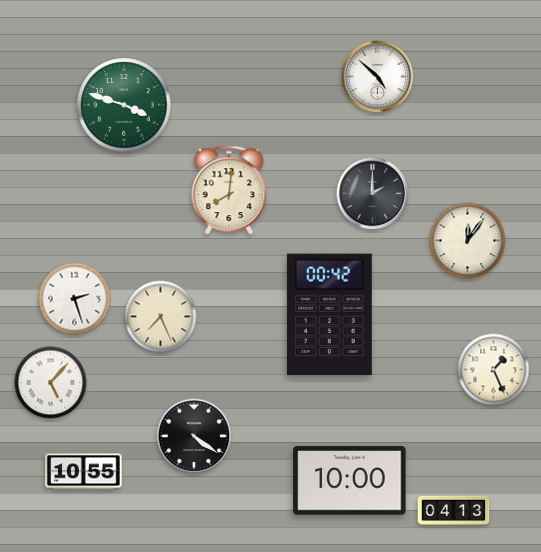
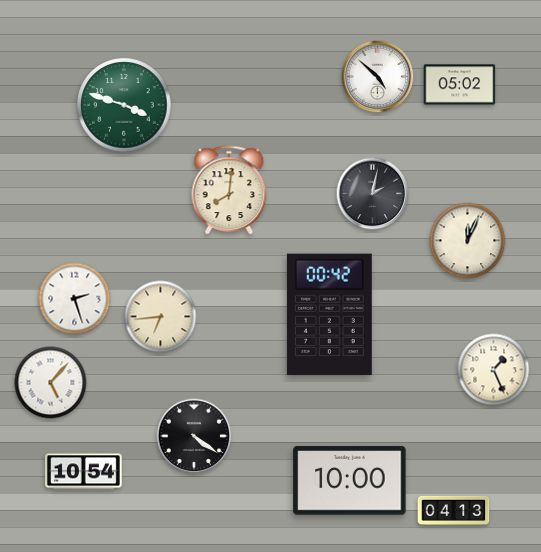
clock at (460, 85): none -> 05:02
clock at (373, 194): 2:00 -> 2:02
clock at (468, 241): 12:06 -> 12:04
clock at (161, 317): 7:26 -> 6:44
clock at (84, 472): 10:55 -> 10:54
